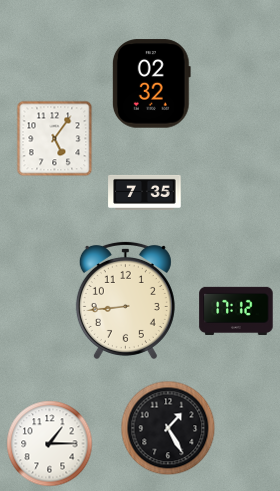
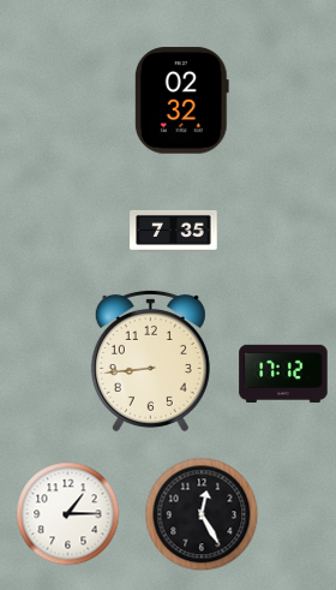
clock at (55, 139): 5:06 -> none
clock at (168, 428): 1:25 -> 12:25
clock at (50, 444) position: (50, 444) -> (68, 514)
